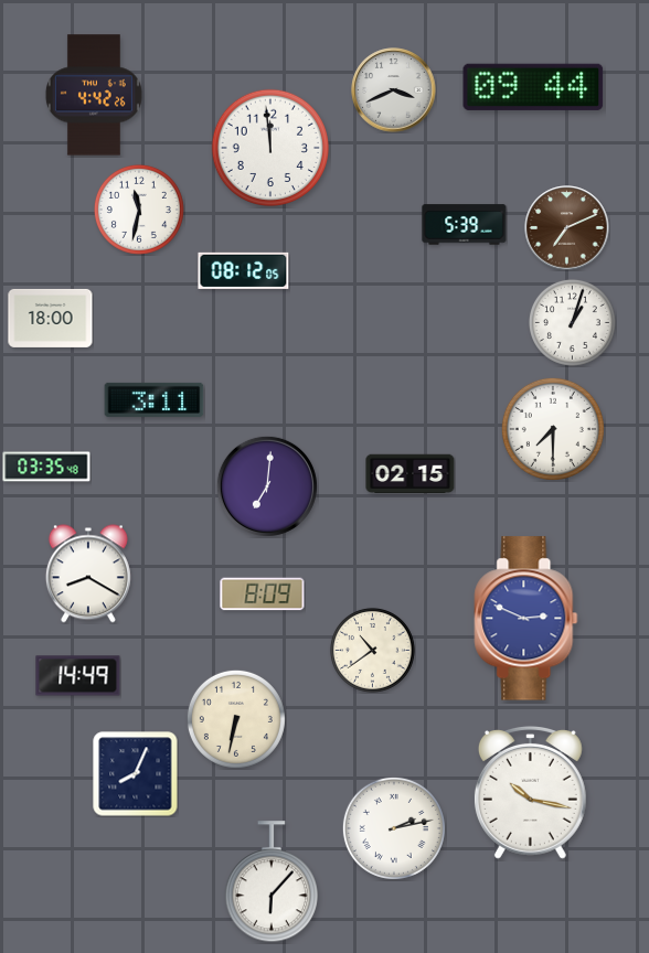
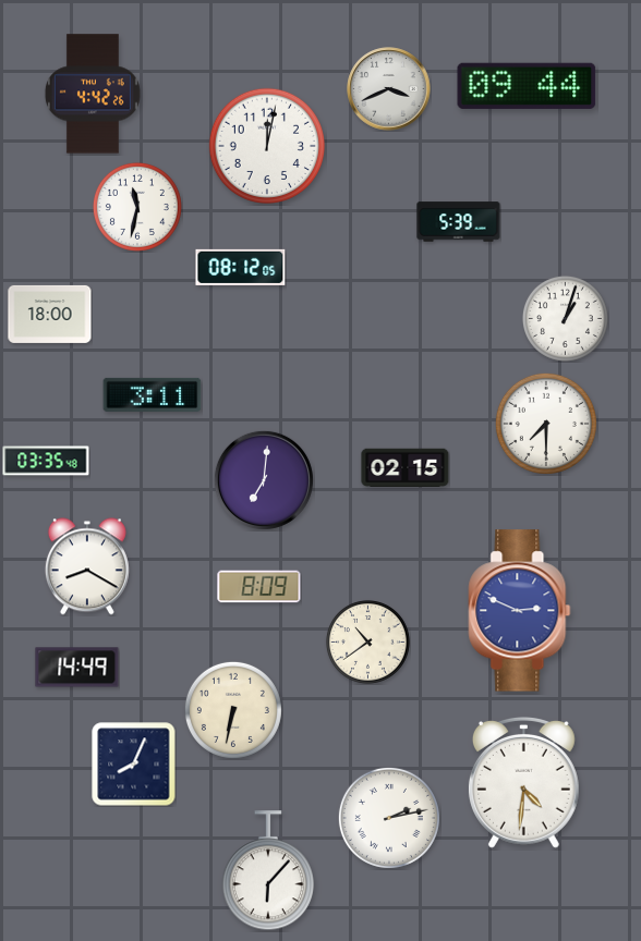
clock at (269, 147): 11:59 -> 12:02
clock at (567, 228): 7:11 -> none
clock at (530, 792): 10:17 -> 4:31
